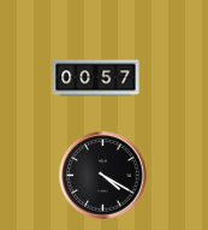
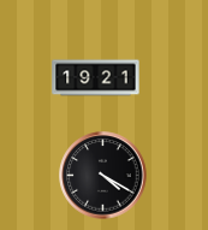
clock at (96, 78): 00:57 -> 19:21
